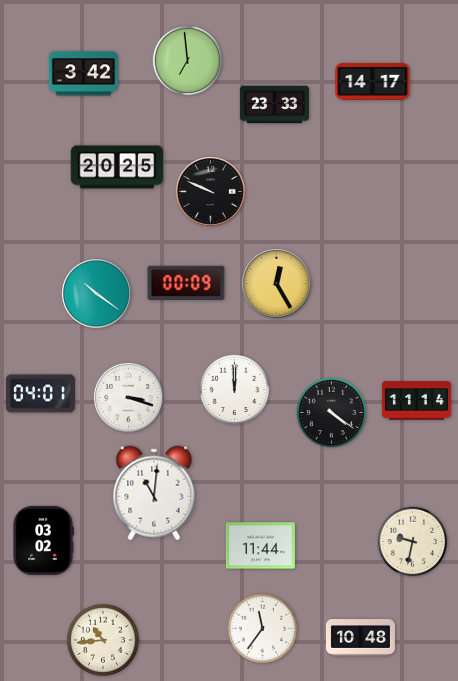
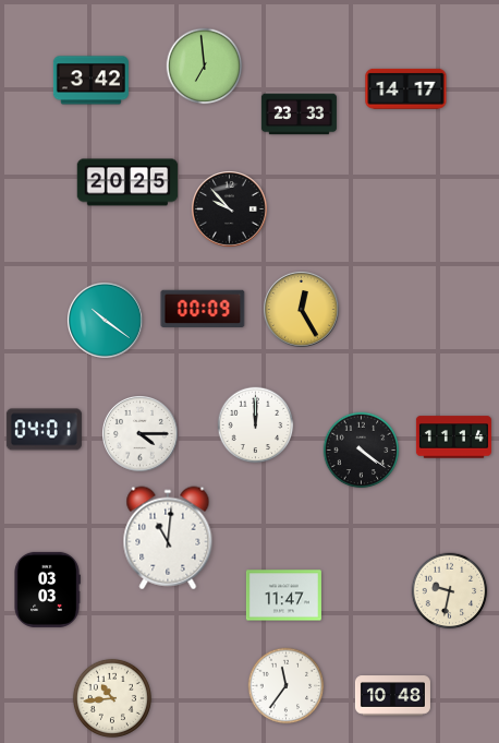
clock at (211, 192): 9:49 -> 9:53
clock at (129, 398): 3:18 -> 4:15
clock at (43, 540): 03:02 -> 03:03
clock at (260, 546): 11:44 -> 11:47
